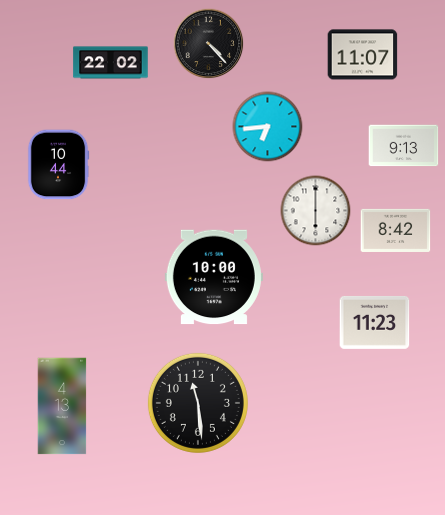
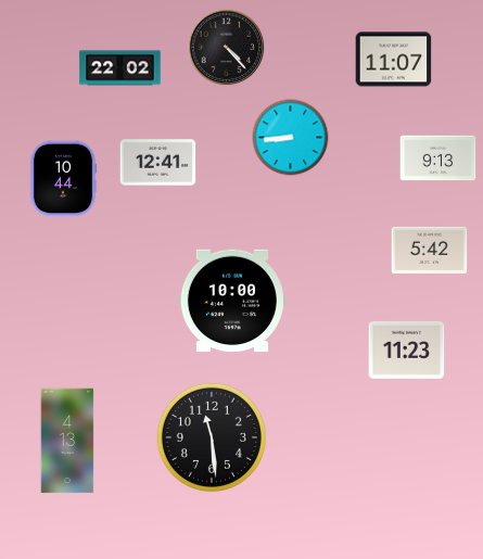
clock at (268, 127): 6:44 -> 8:44
clock at (158, 163): none -> 12:41
clock at (316, 211): 6:00 -> none
clock at (396, 230): 8:42 -> 5:42
clock at (198, 403) position: (198, 403) -> (212, 437)
